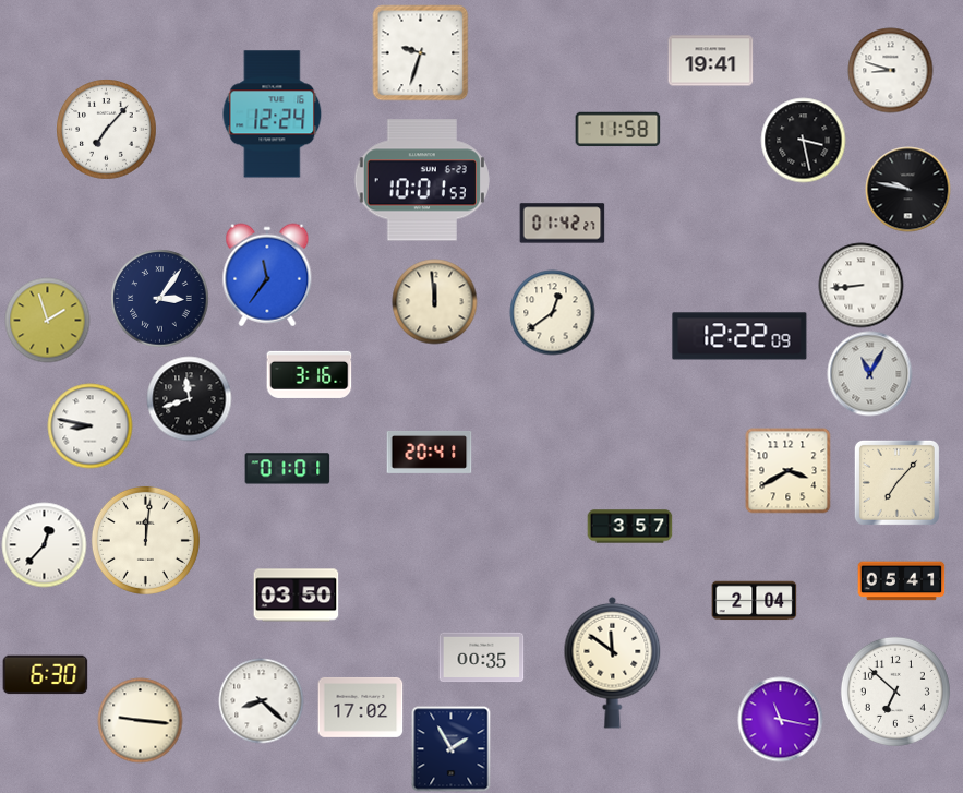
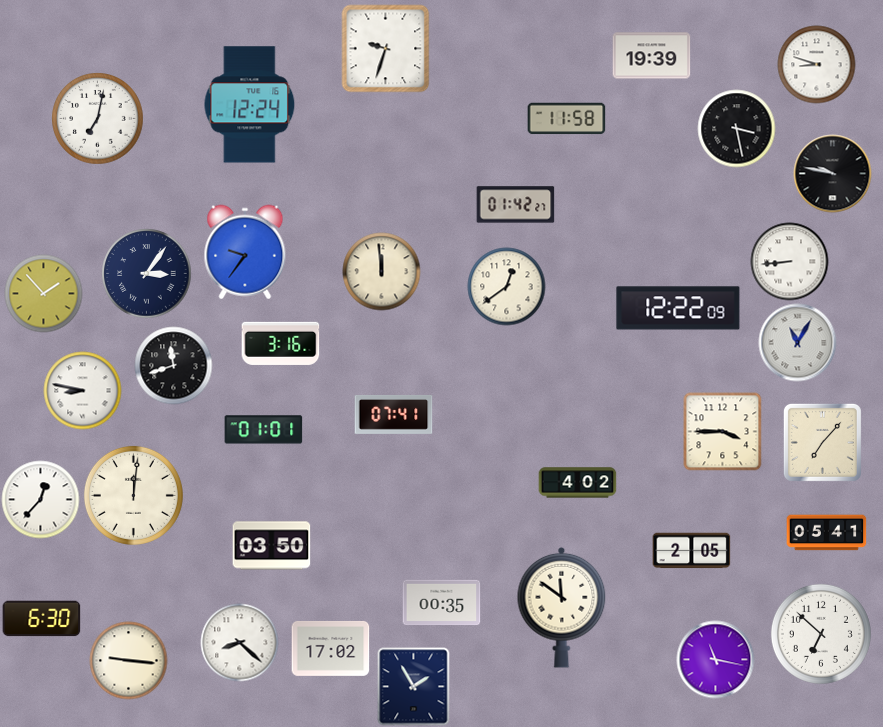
clock at (710, 61): 19:41 -> 19:39
clock at (106, 129): 7:07 -> 7:02
clock at (422, 180): 10:01 -> none
clock at (267, 275): 11:36 -> 9:36
clock at (434, 301) position: (434, 301) -> (381, 271)
clock at (47, 320): 1:57 -> 1:53
clock at (309, 374) position: (309, 374) -> (280, 343)
clock at (429, 452): 20:41 -> 07:41
clock at (787, 470): 3:40 -> 3:45
clock at (629, 527): 3:57 -> 4:02
clock at (754, 601): 2:04 -> 2:05
